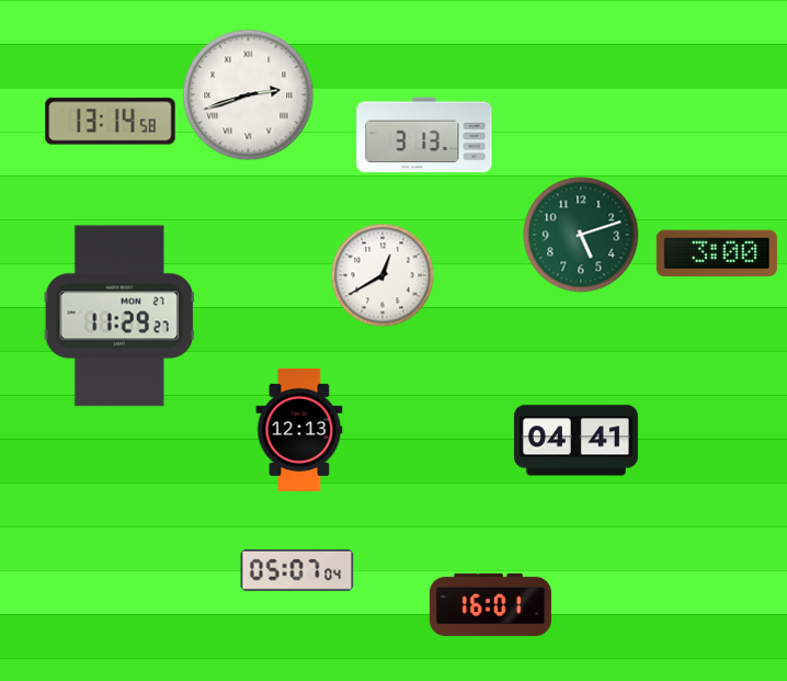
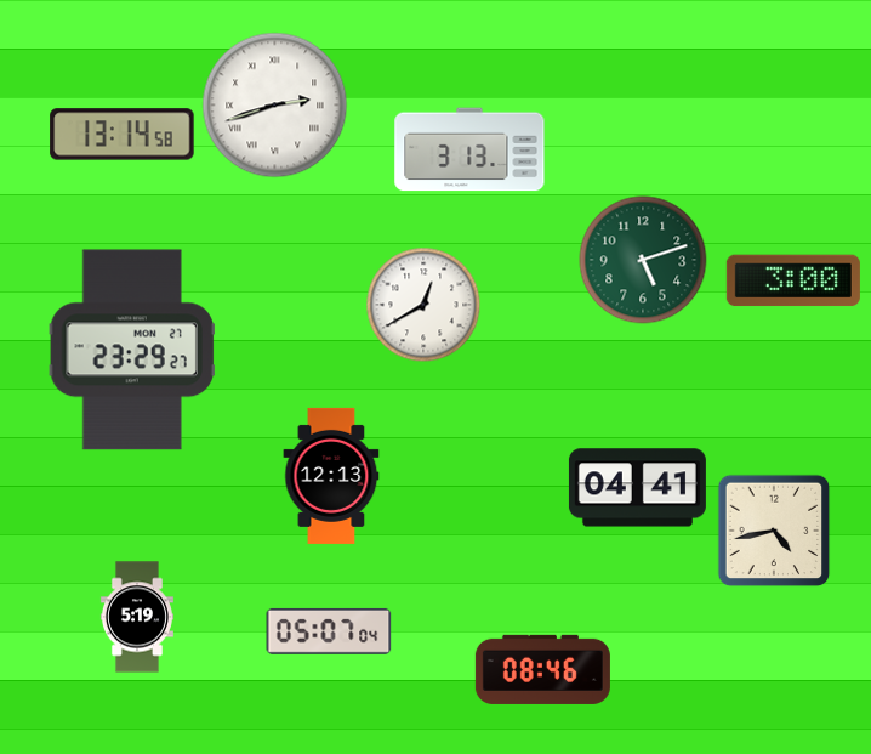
clock at (119, 316): 11:29 -> 23:29
clock at (774, 531): none -> 4:43
clock at (137, 617): none -> 5:19
clock at (490, 604): 16:01 -> 08:46
